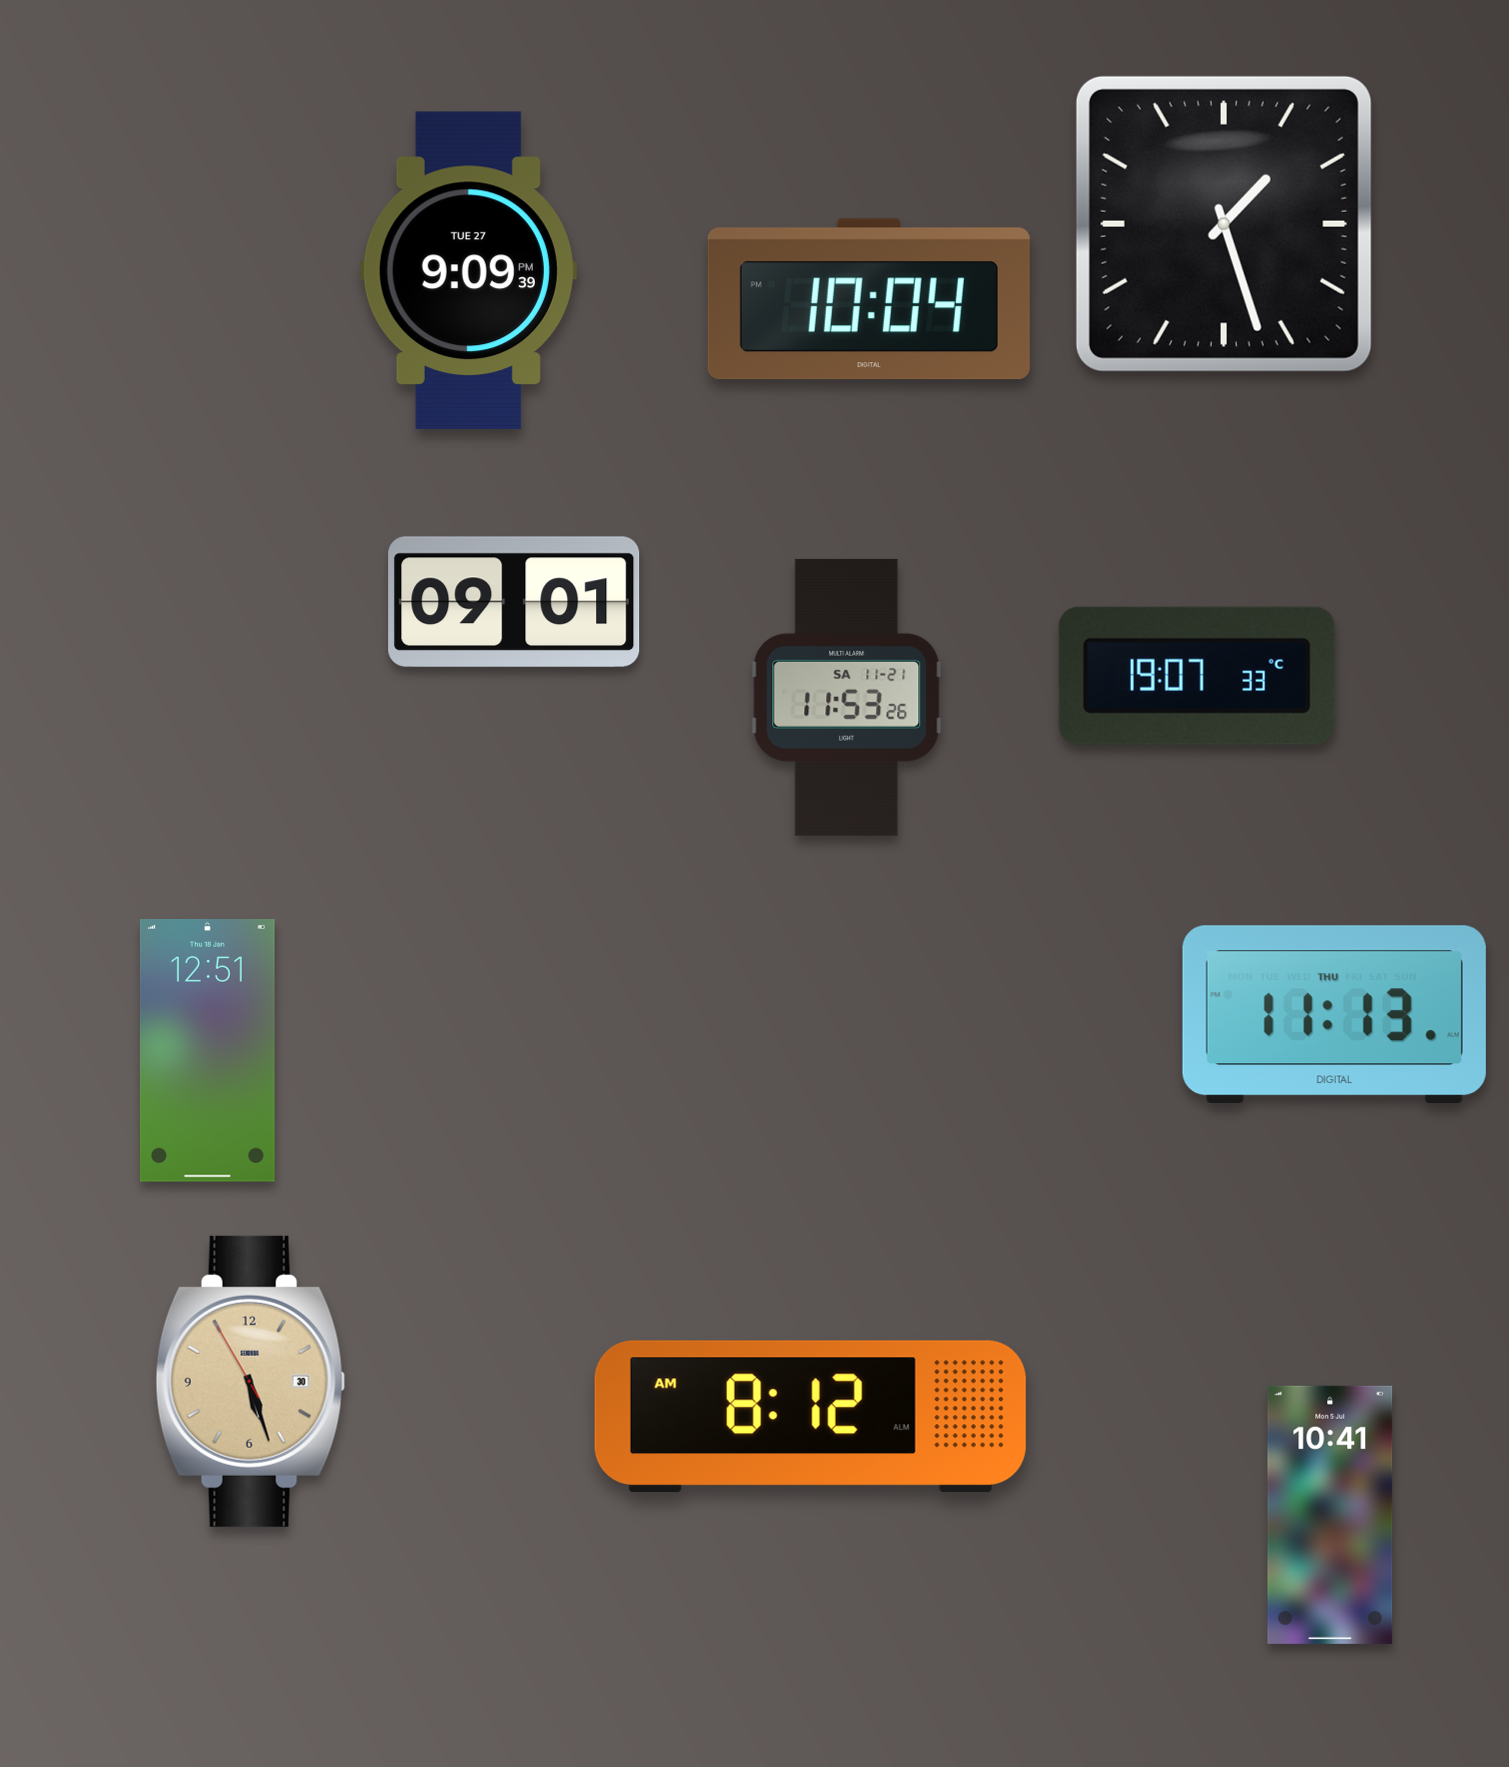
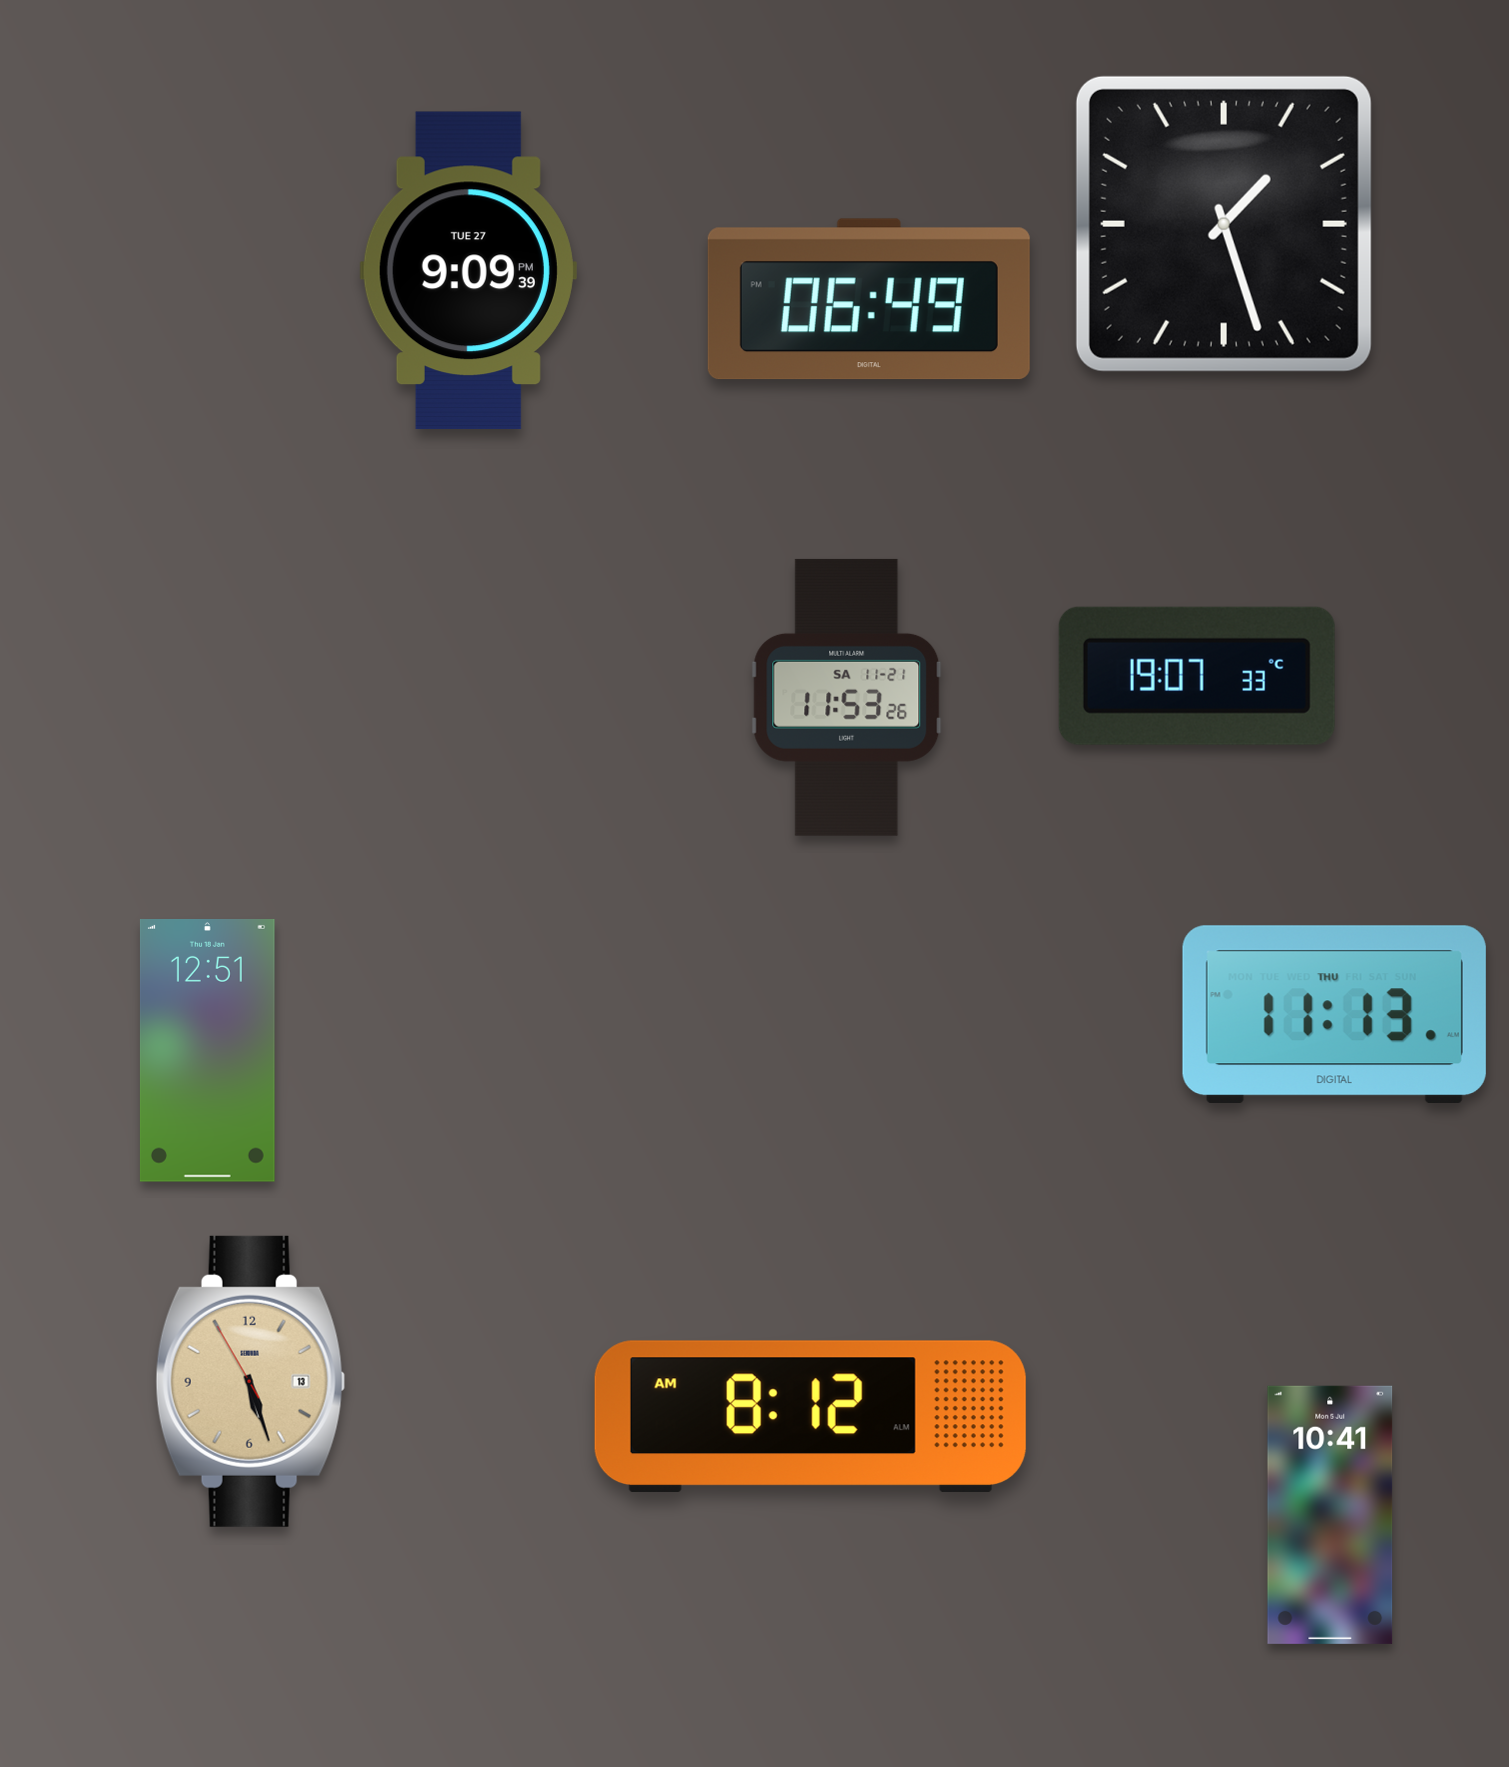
clock at (869, 299): 10:04 -> 06:49
clock at (514, 602): 09:01 -> none
clock at (250, 1381) date: 30 -> 13
